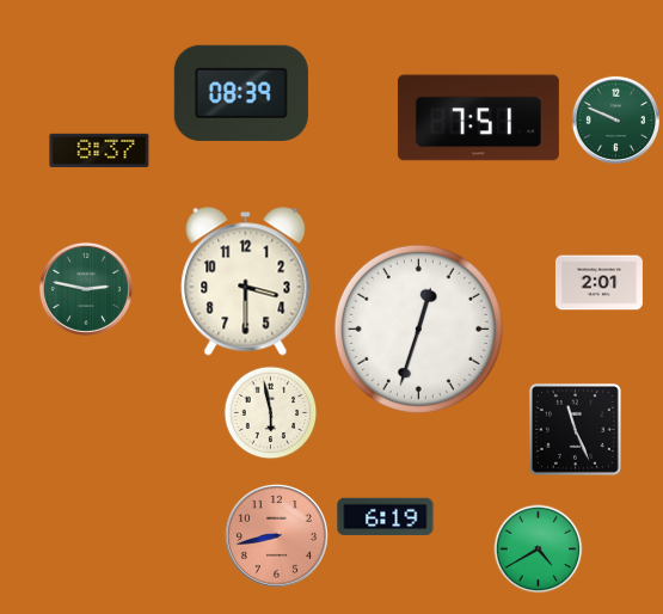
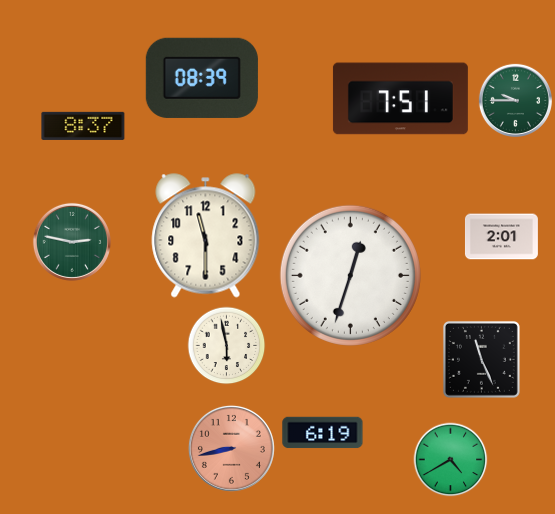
clock at (615, 119): 9:49 -> 9:45
clock at (246, 282): 3:30 -> 11:30
